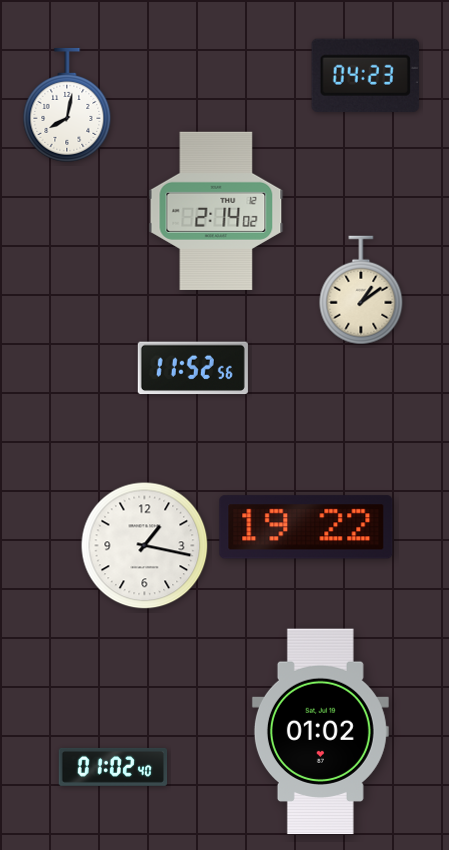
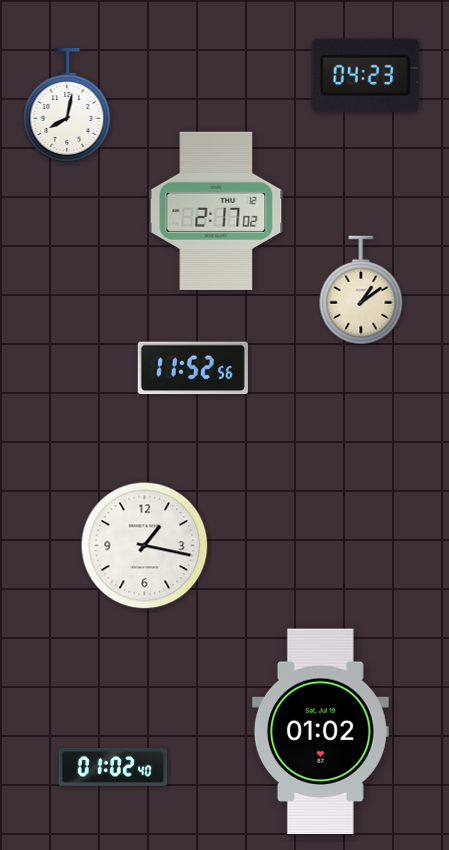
clock at (216, 210): 2:14 -> 2:17
clock at (306, 527): 19:22 -> none
